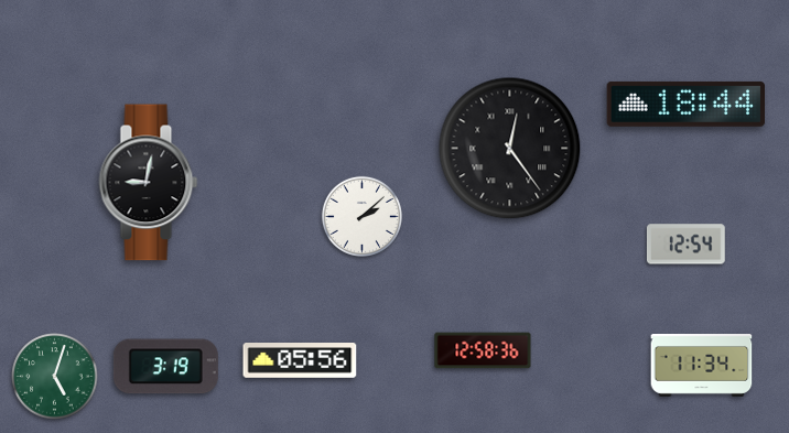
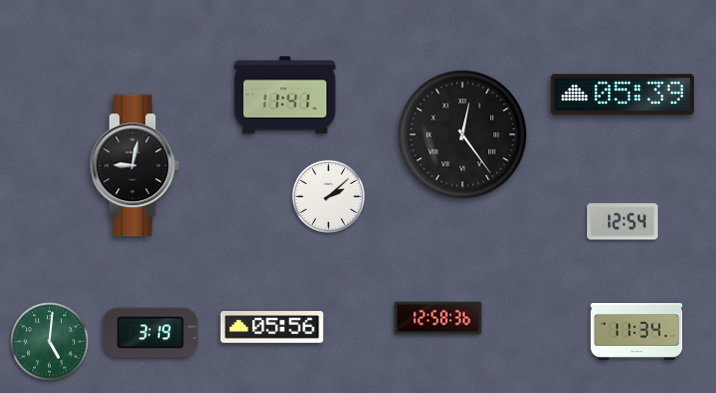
clock at (685, 104): 18:44 -> 05:39
clock at (285, 95): none -> 11:41
clock at (55, 377): 5:03 -> 5:01
